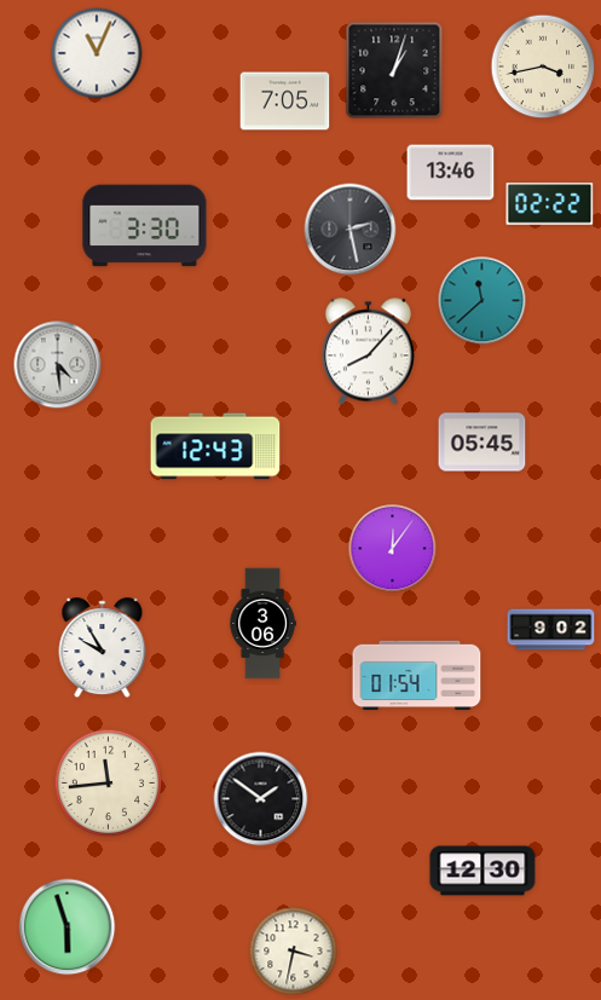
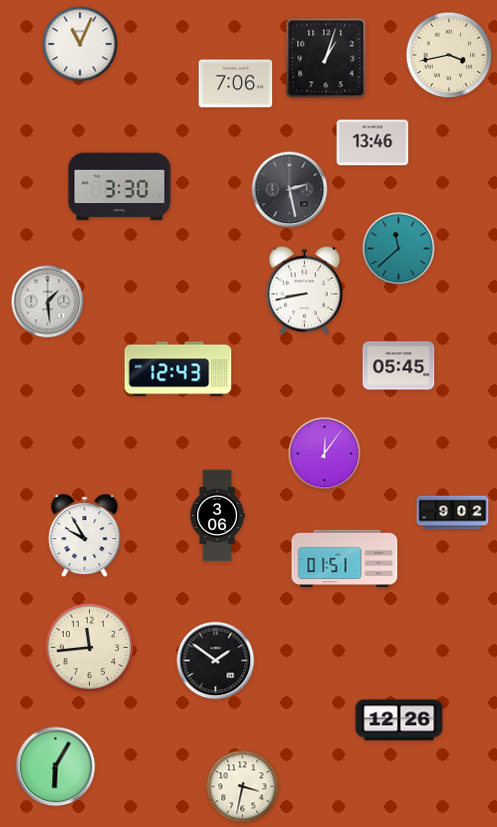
clock at (285, 102): 7:05 -> 7:06
clock at (550, 204): 02:22 -> none
clock at (368, 352): 8:07 -> 8:43
clock at (58, 365): 4:29 -> 1:29
clock at (551, 630) position: (551, 630) -> (453, 513)
clock at (417, 676): 01:54 -> 01:51
clock at (482, 871): 12:30 -> 12:26
clock at (68, 927): 5:57 -> 6:05
